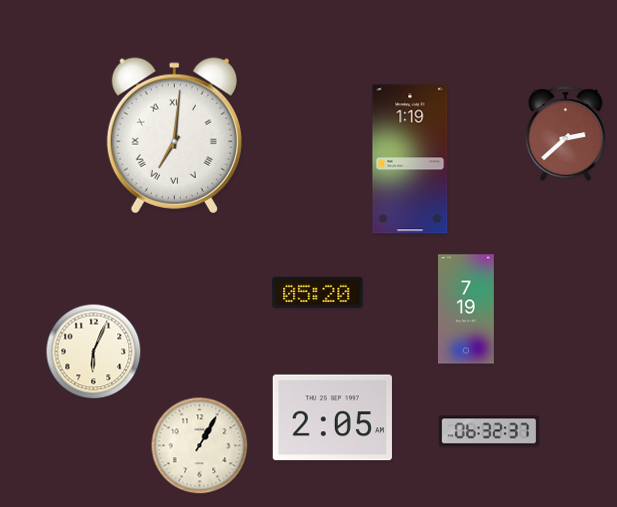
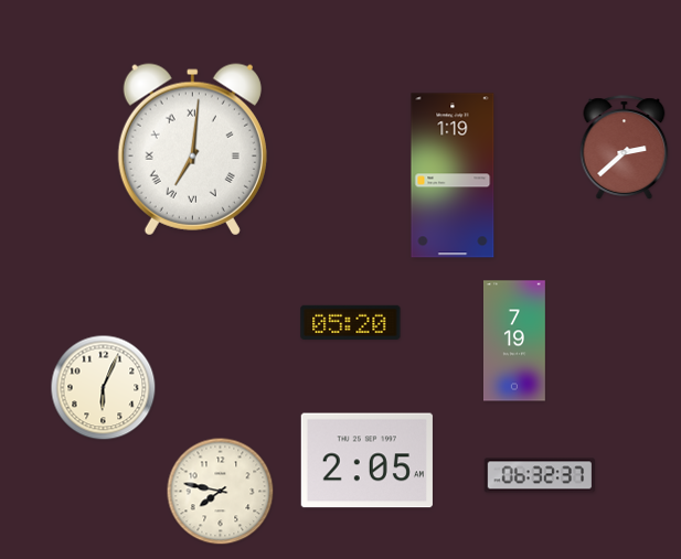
clock at (200, 446): 1:05 -> 7:47
